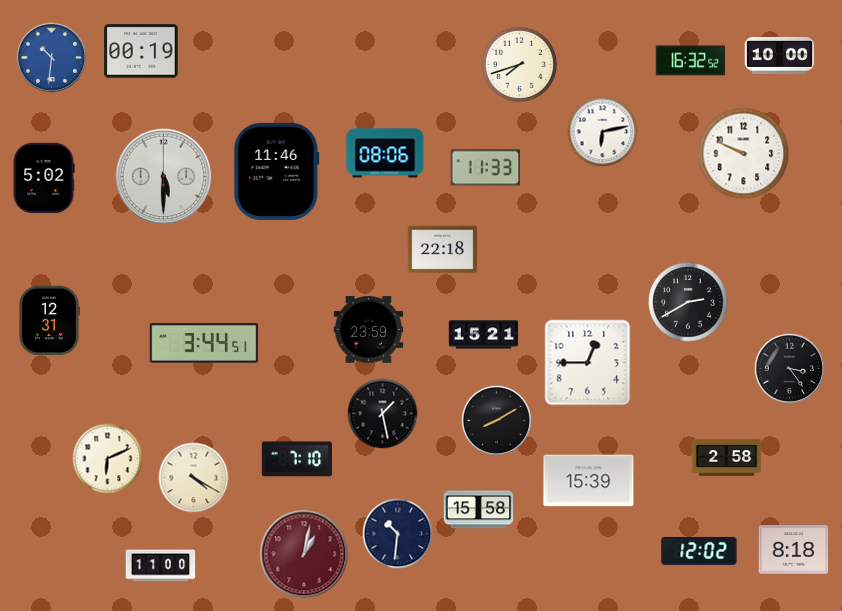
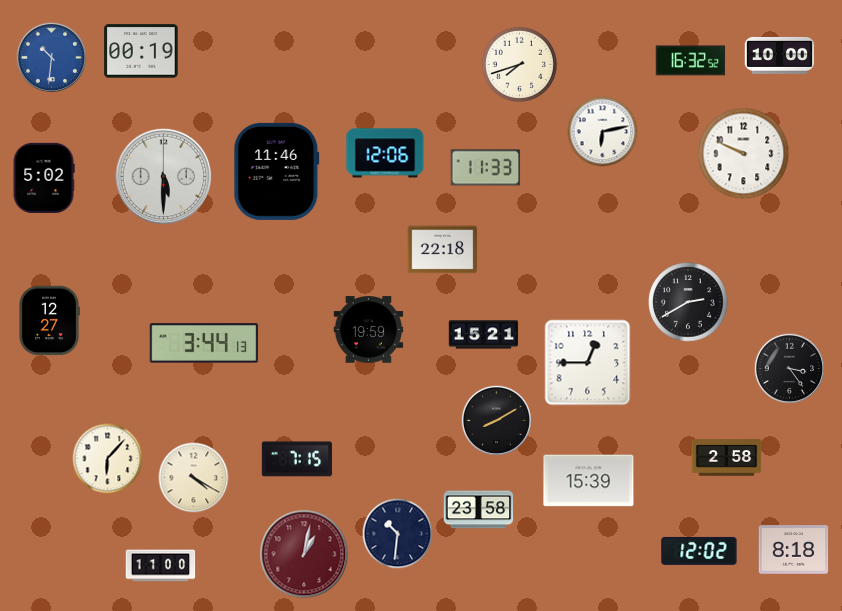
clock at (385, 153): 08:06 -> 12:06
clock at (49, 321): 12:31 -> 12:27
clock at (369, 330): 23:59 -> 19:59
clock at (204, 343): 3:44:51 -> 3:44:13
clock at (383, 414): 1:28 -> none
clock at (108, 459): 6:11 -> 6:07
clock at (297, 459): 7:10 -> 7:15
clock at (479, 510): 15:58 -> 23:58
